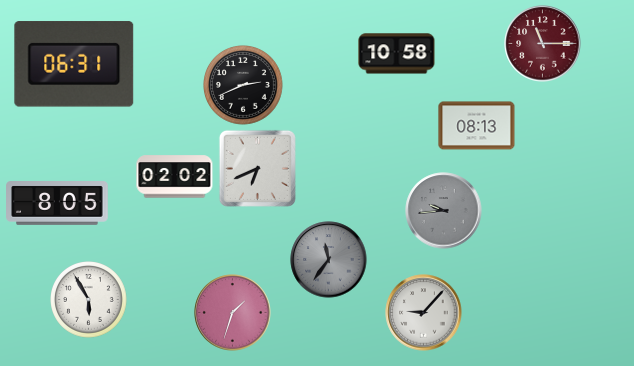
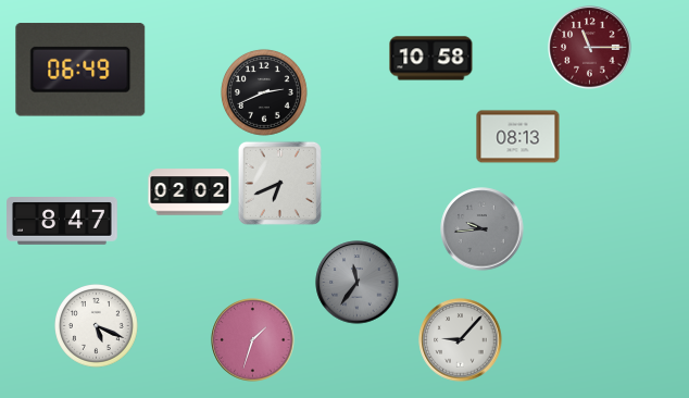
clock at (74, 64): 06:31 -> 06:49
clock at (57, 204): 8:05 -> 8:47
clock at (89, 300): 5:55 -> 5:19
